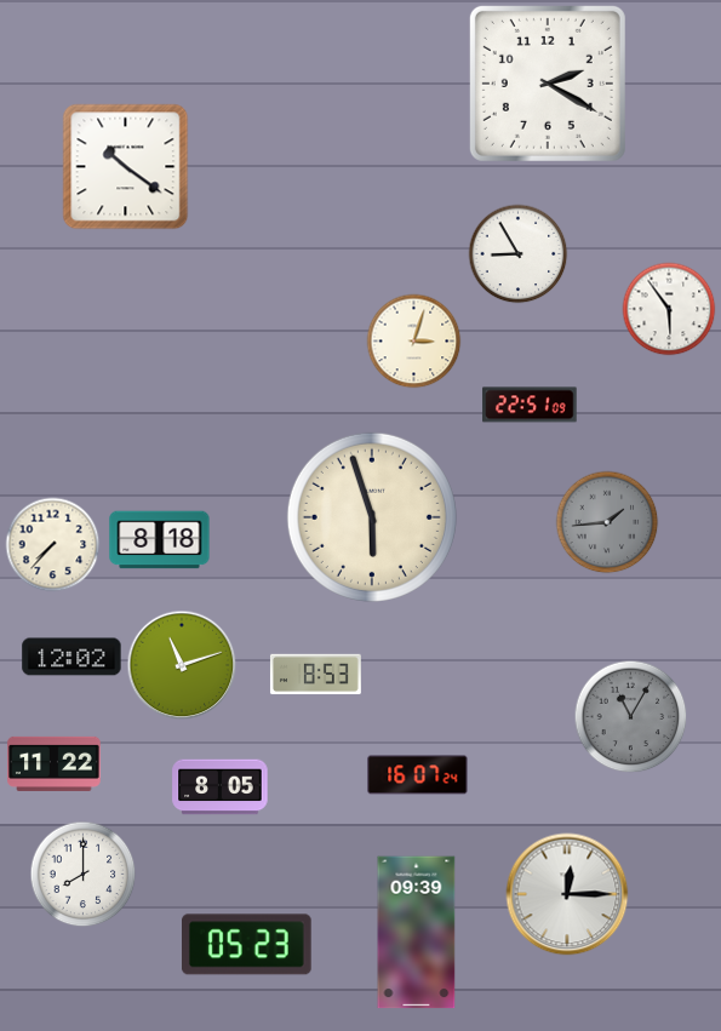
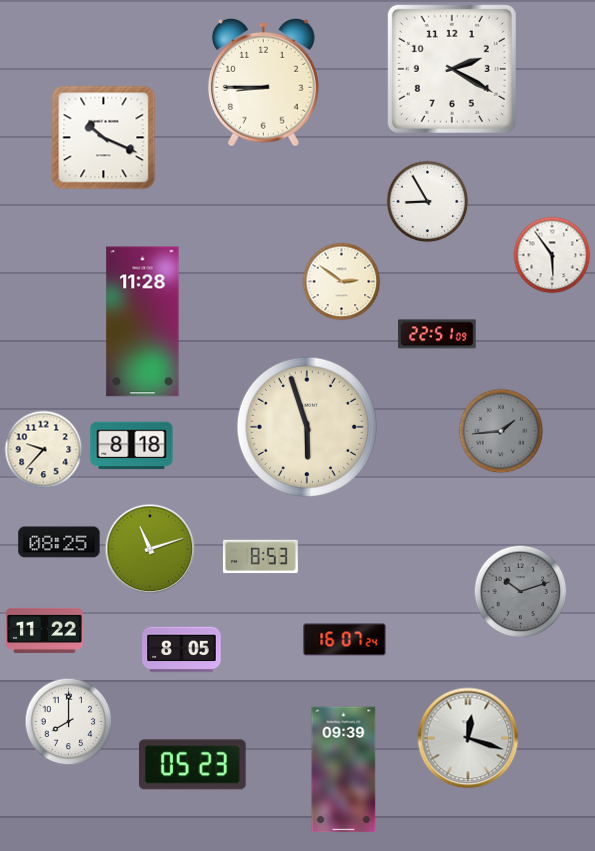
clock at (263, 82): none -> 8:45
clock at (126, 167): 10:21 -> 10:19
clock at (519, 254) position: (519, 254) -> (428, 202)
clock at (414, 342): 3:03 -> 2:51
clock at (143, 322): none -> 11:28
clock at (53, 545): 7:37 -> 9:37
clock at (71, 657): 12:02 -> 08:25
clock at (631, 717): 11:05 -> 10:12
clock at (567, 894): 12:15 -> 12:18
clock at (247, 945) position: (247, 945) -> (193, 765)
